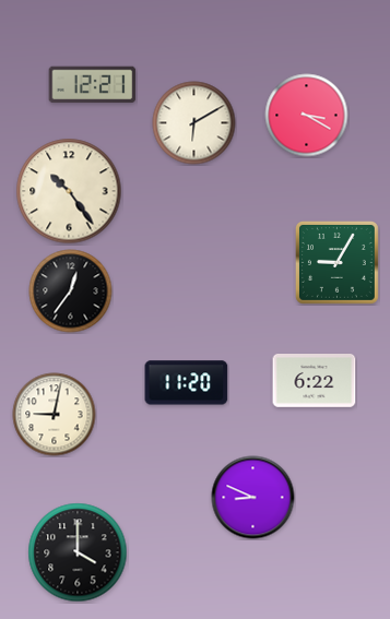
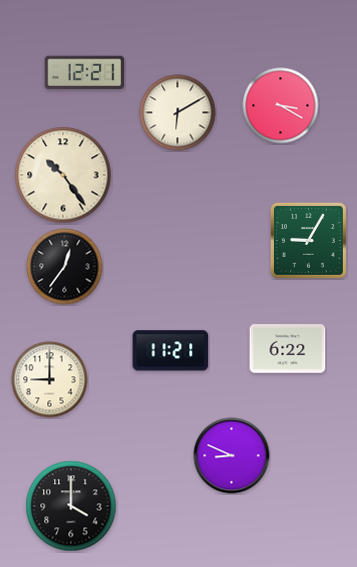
clock at (93, 85) position: (93, 85) -> (85, 73)
clock at (187, 383): 11:20 -> 11:21
clock at (55, 415): 9:02 -> 9:00
